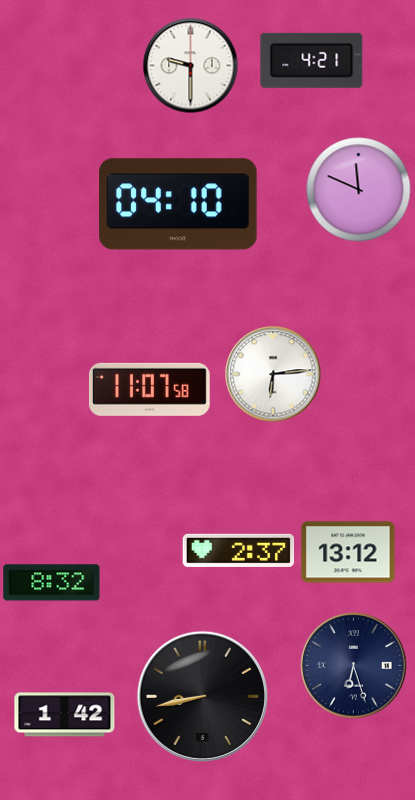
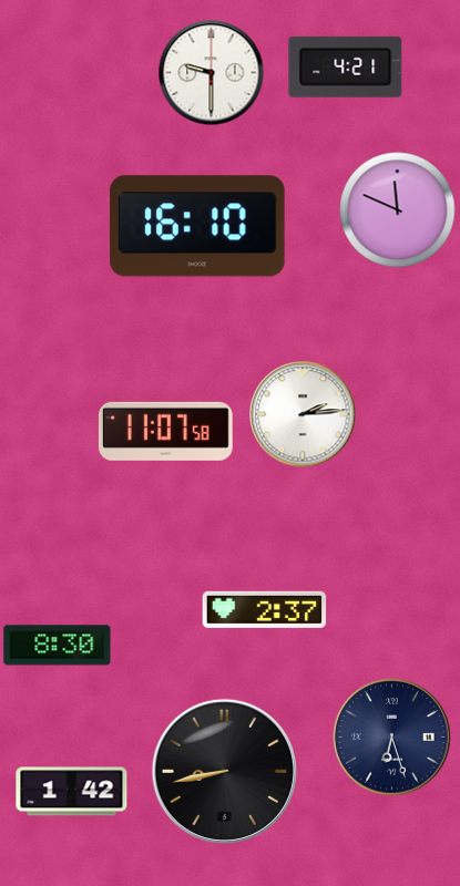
clock at (178, 204): 04:10 -> 16:10
clock at (273, 374): 6:14 -> 2:14
clock at (348, 552): 13:12 -> none
clock at (52, 583): 8:32 -> 8:30
